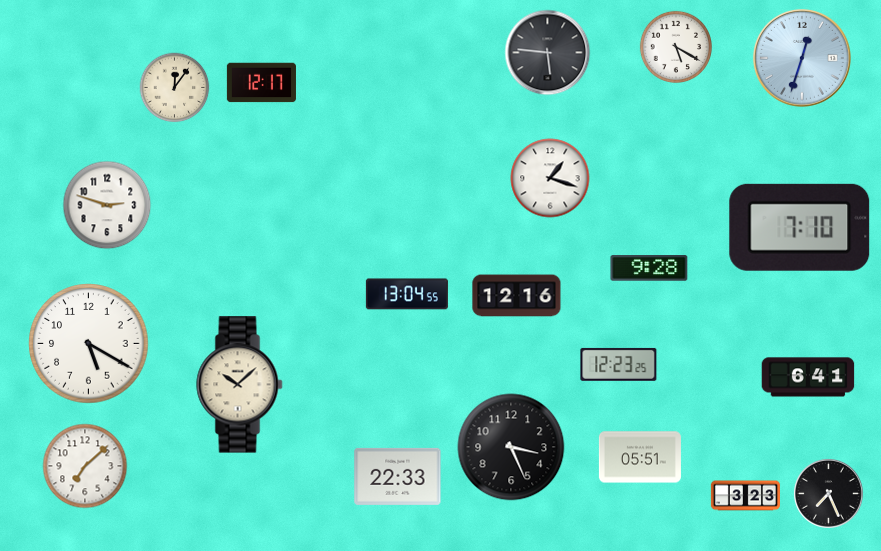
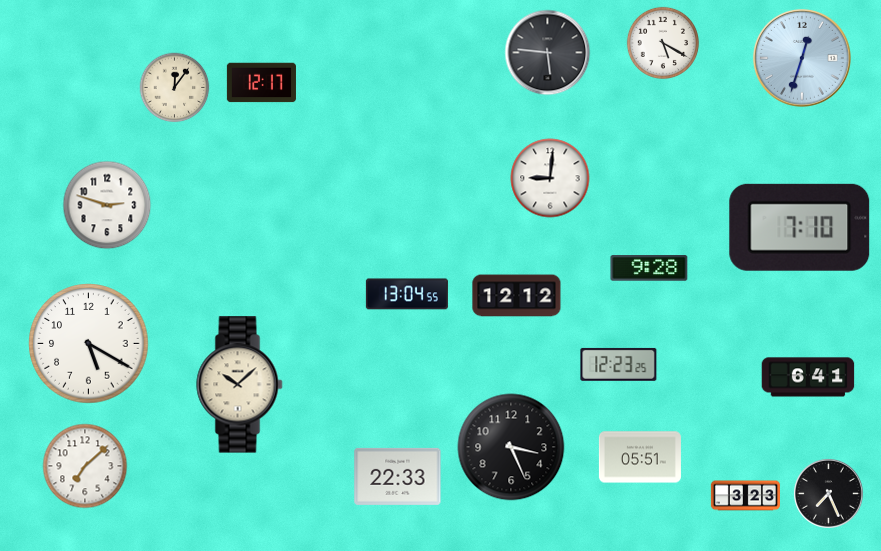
clock at (675, 46) position: (675, 46) -> (662, 42)
clock at (550, 178): 1:18 -> 9:01
clock at (517, 296): 12:16 -> 12:12
